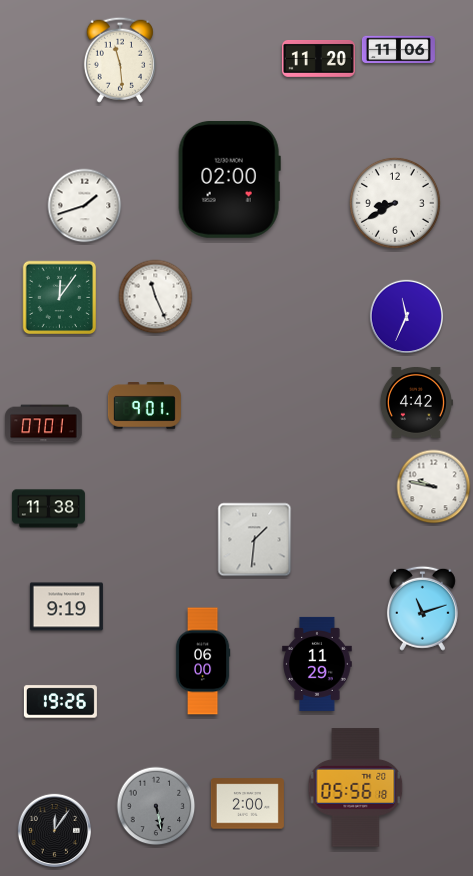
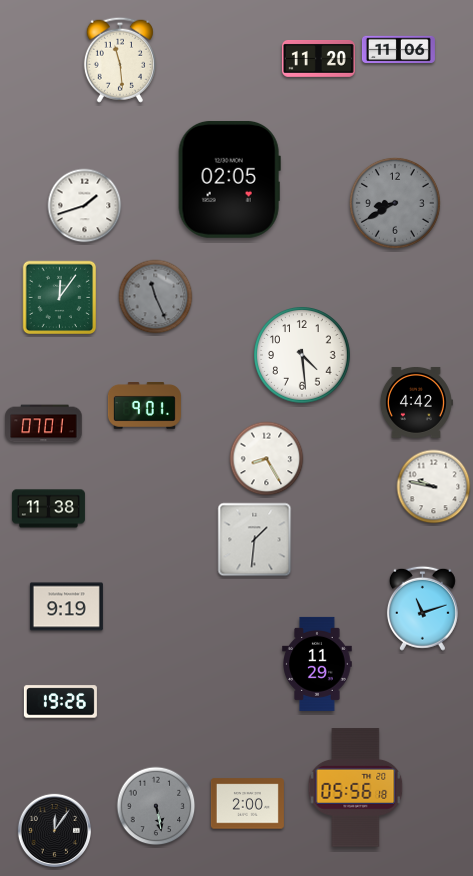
clock at (229, 179): 02:00 -> 02:05
clock at (395, 203) dial: white -> grey
clock at (156, 297) dial: white -> grey
clock at (406, 316): 11:34 -> none
clock at (303, 356): none -> 4:29
clock at (267, 459): none -> 8:25
clock at (203, 661): 06:00 -> none
